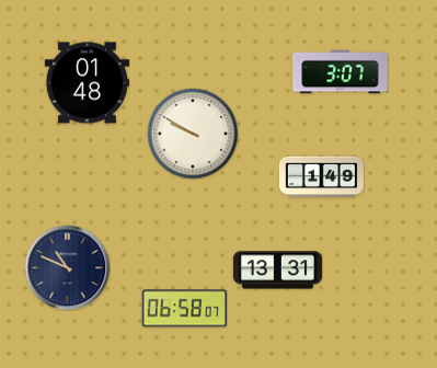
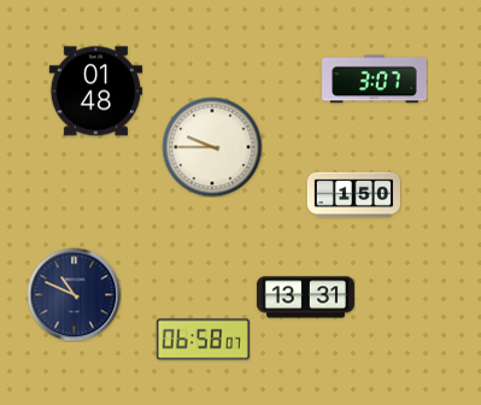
clock at (193, 134): 9:50 -> 9:45
clock at (321, 177): 1:49 -> 1:50
